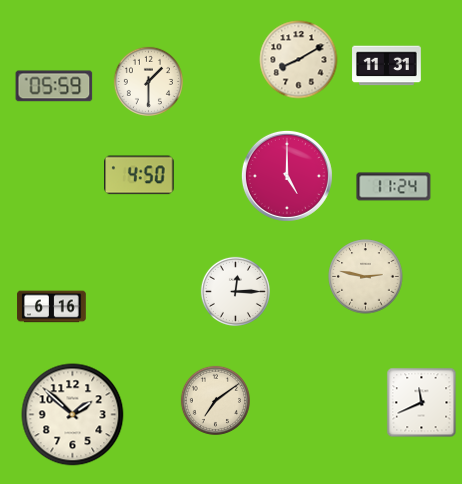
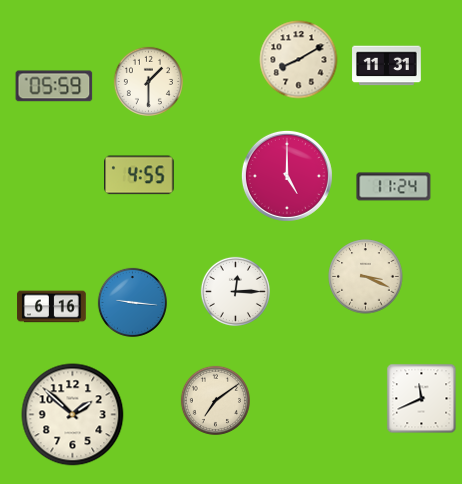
clock at (139, 175): 4:50 -> 4:55
clock at (366, 277): 2:47 -> 3:19
clock at (132, 302): none -> 9:16
clock at (422, 403) position: (422, 403) -> (422, 399)
